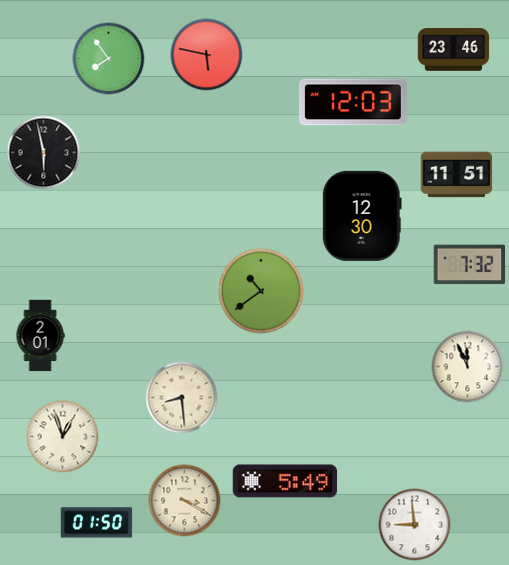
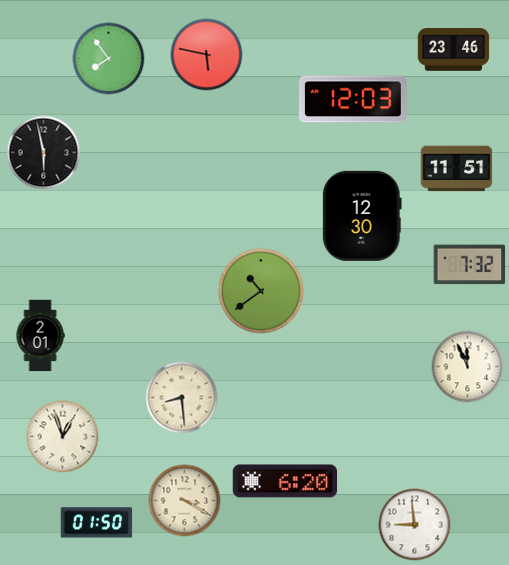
clock at (353, 102) position: (353, 102) -> (353, 99)
clock at (457, 175) position: (457, 175) -> (457, 169)
clock at (285, 481): 5:49 -> 6:20
